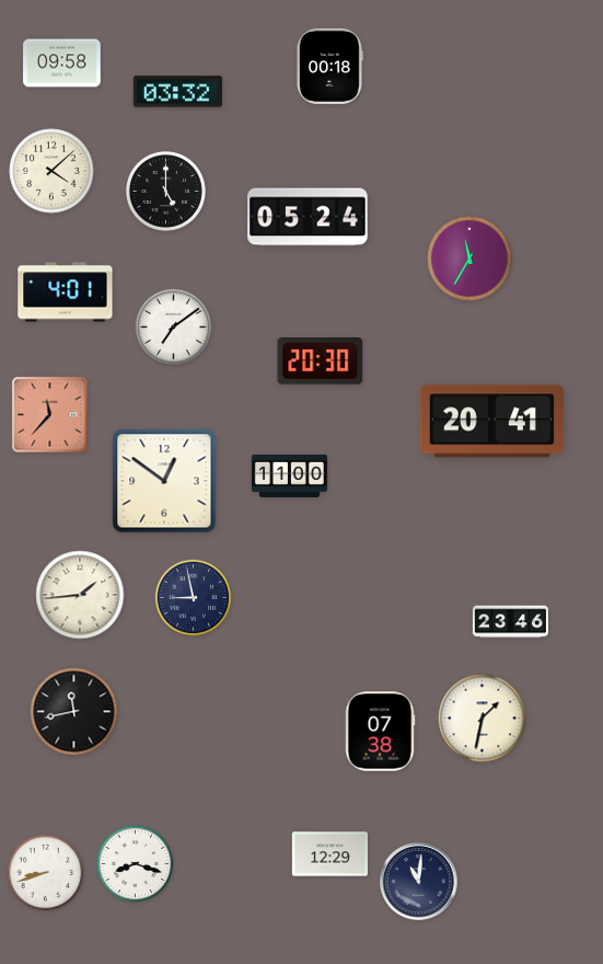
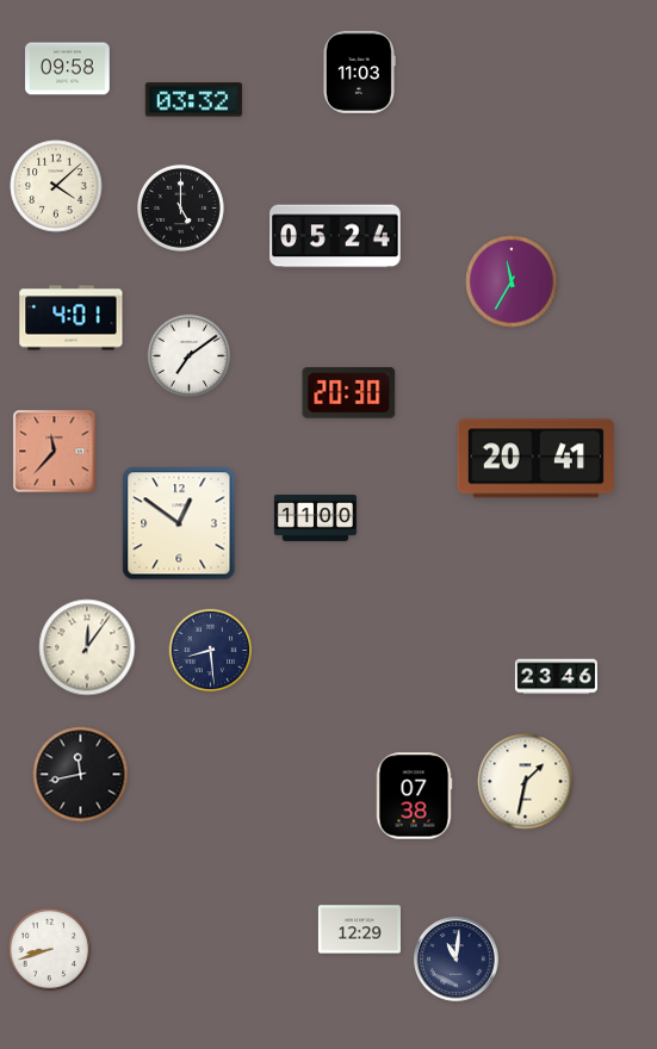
clock at (329, 66): 00:18 -> 11:03
clock at (80, 595): 1:44 -> 12:06
clock at (194, 598): 8:58 -> 8:29
clock at (136, 864): 8:18 -> none
